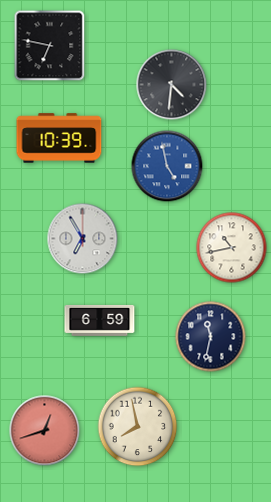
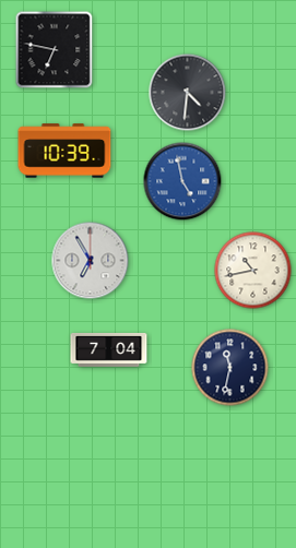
clock at (100, 321): 6:59 -> 7:04
clock at (138, 427): 7:58 -> none
clock at (45, 431): 12:42 -> none
